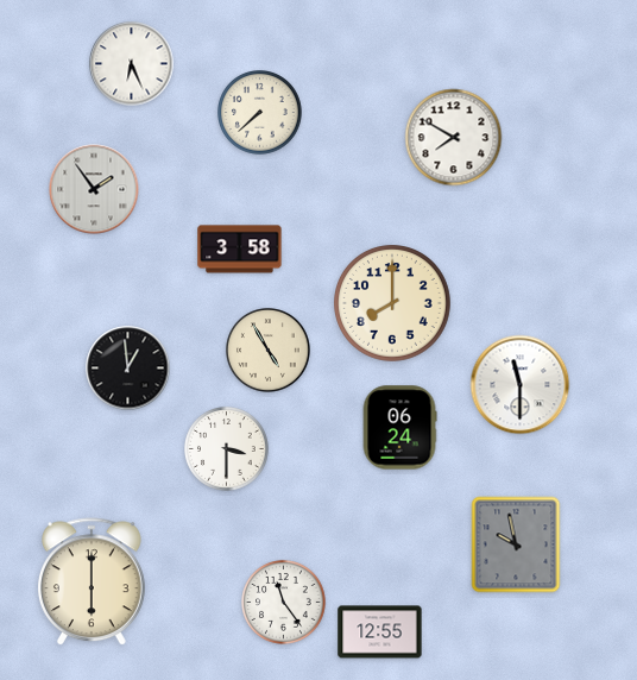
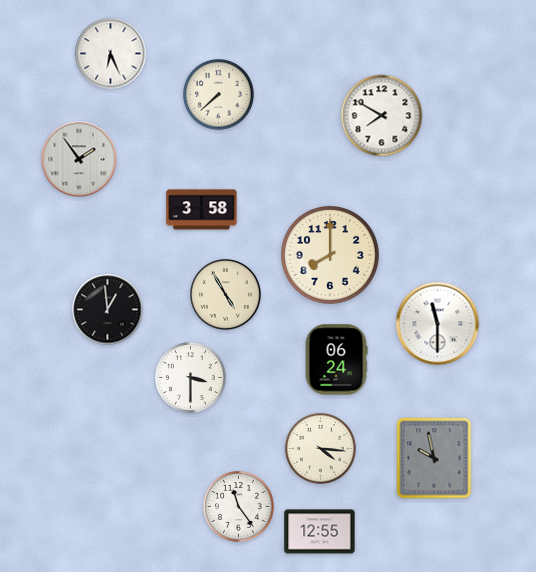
clock at (321, 449): none -> 4:16
clock at (92, 583): 6:00 -> none
